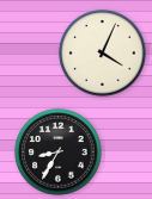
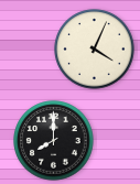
clock at (59, 153): 8:35 -> 8:00
